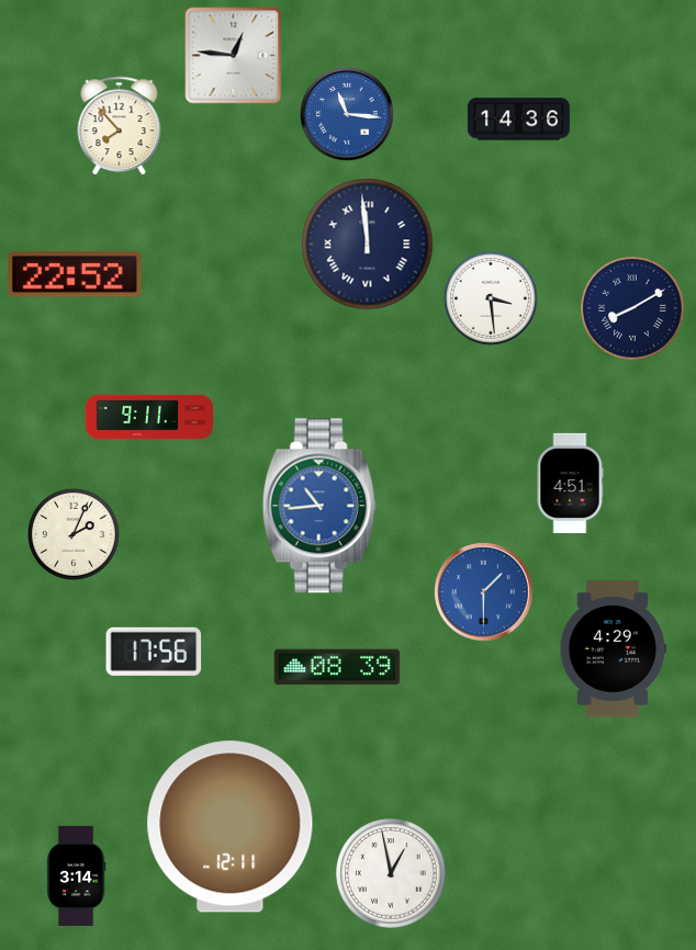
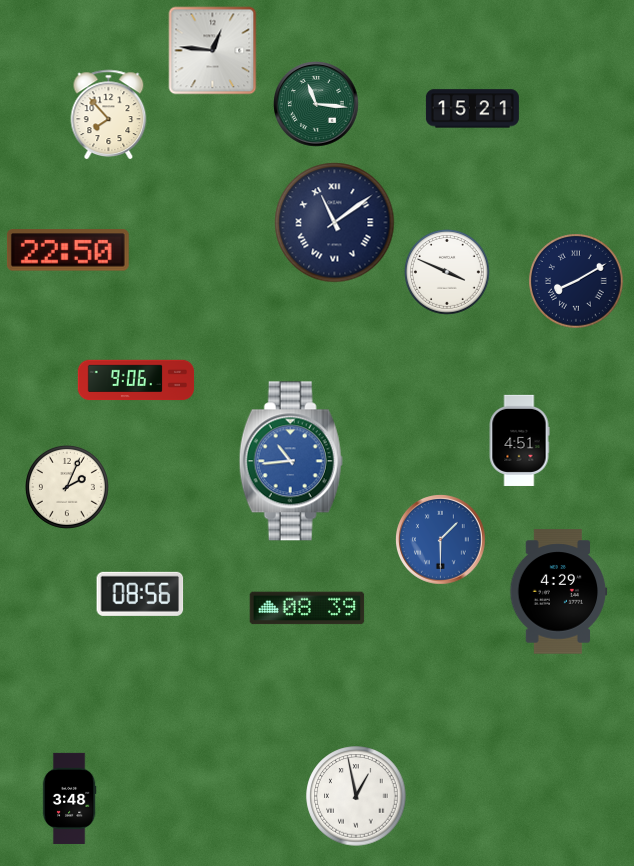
clock at (347, 114) dial: blue -> green
clock at (518, 120): 14:36 -> 15:21
clock at (368, 245): 11:59 -> 11:09
clock at (75, 274): 22:52 -> 22:50
clock at (491, 298): 3:29 -> 3:49
clock at (149, 417): 9:11 -> 9:06
clock at (154, 652): 17:56 -> 08:56
clock at (231, 827): 12:11 -> none
clock at (76, 875): 3:14 -> 3:48
